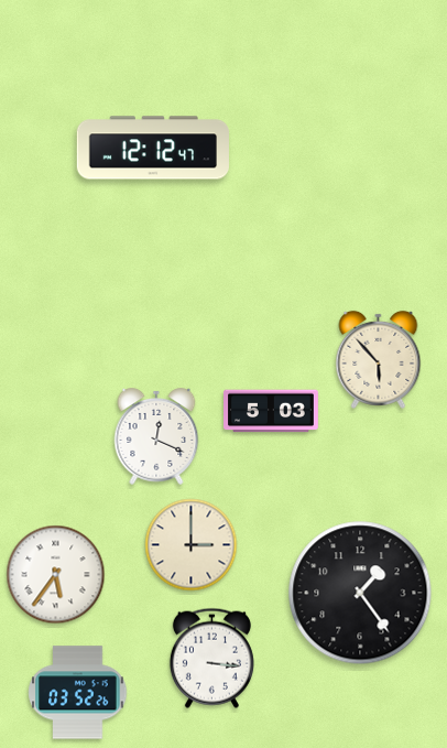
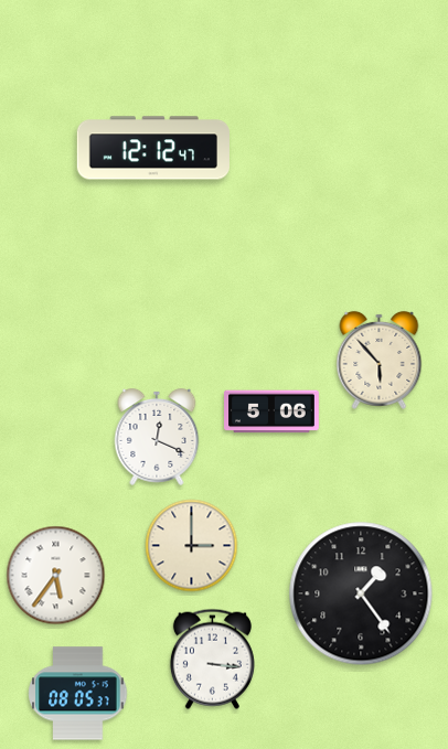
clock at (272, 411): 5:03 -> 5:06
clock at (78, 693): 03:52 -> 08:05
